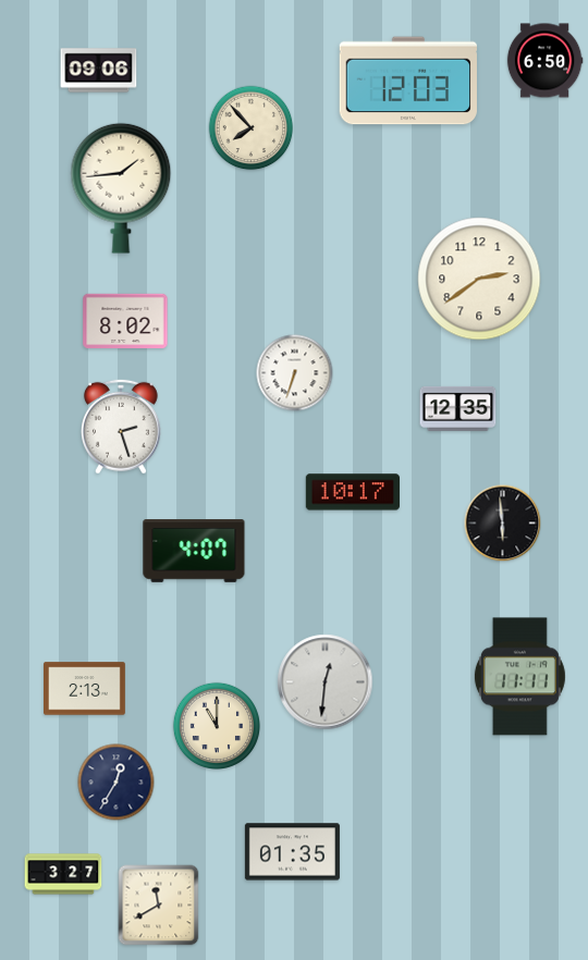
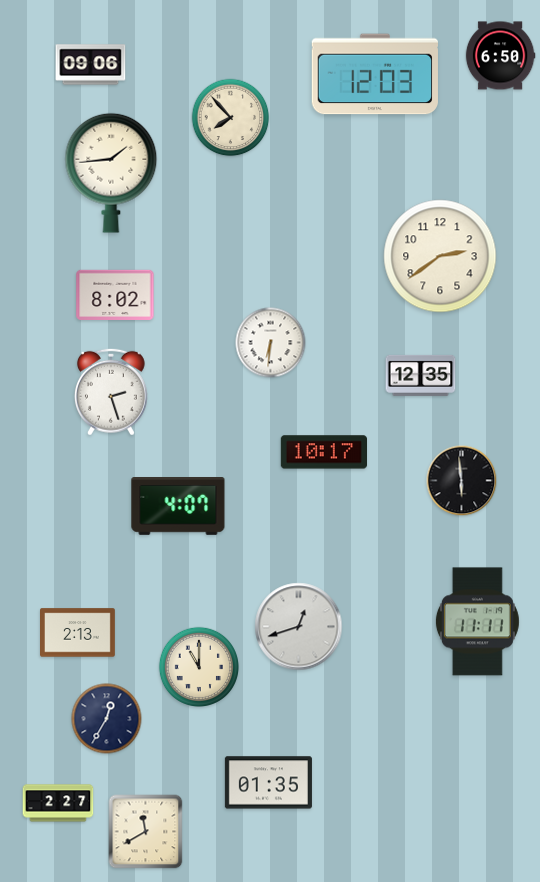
clock at (295, 373): 6:33 -> 6:31
clock at (326, 682): 12:31 -> 12:42
clock at (63, 874): 3:27 -> 2:27
